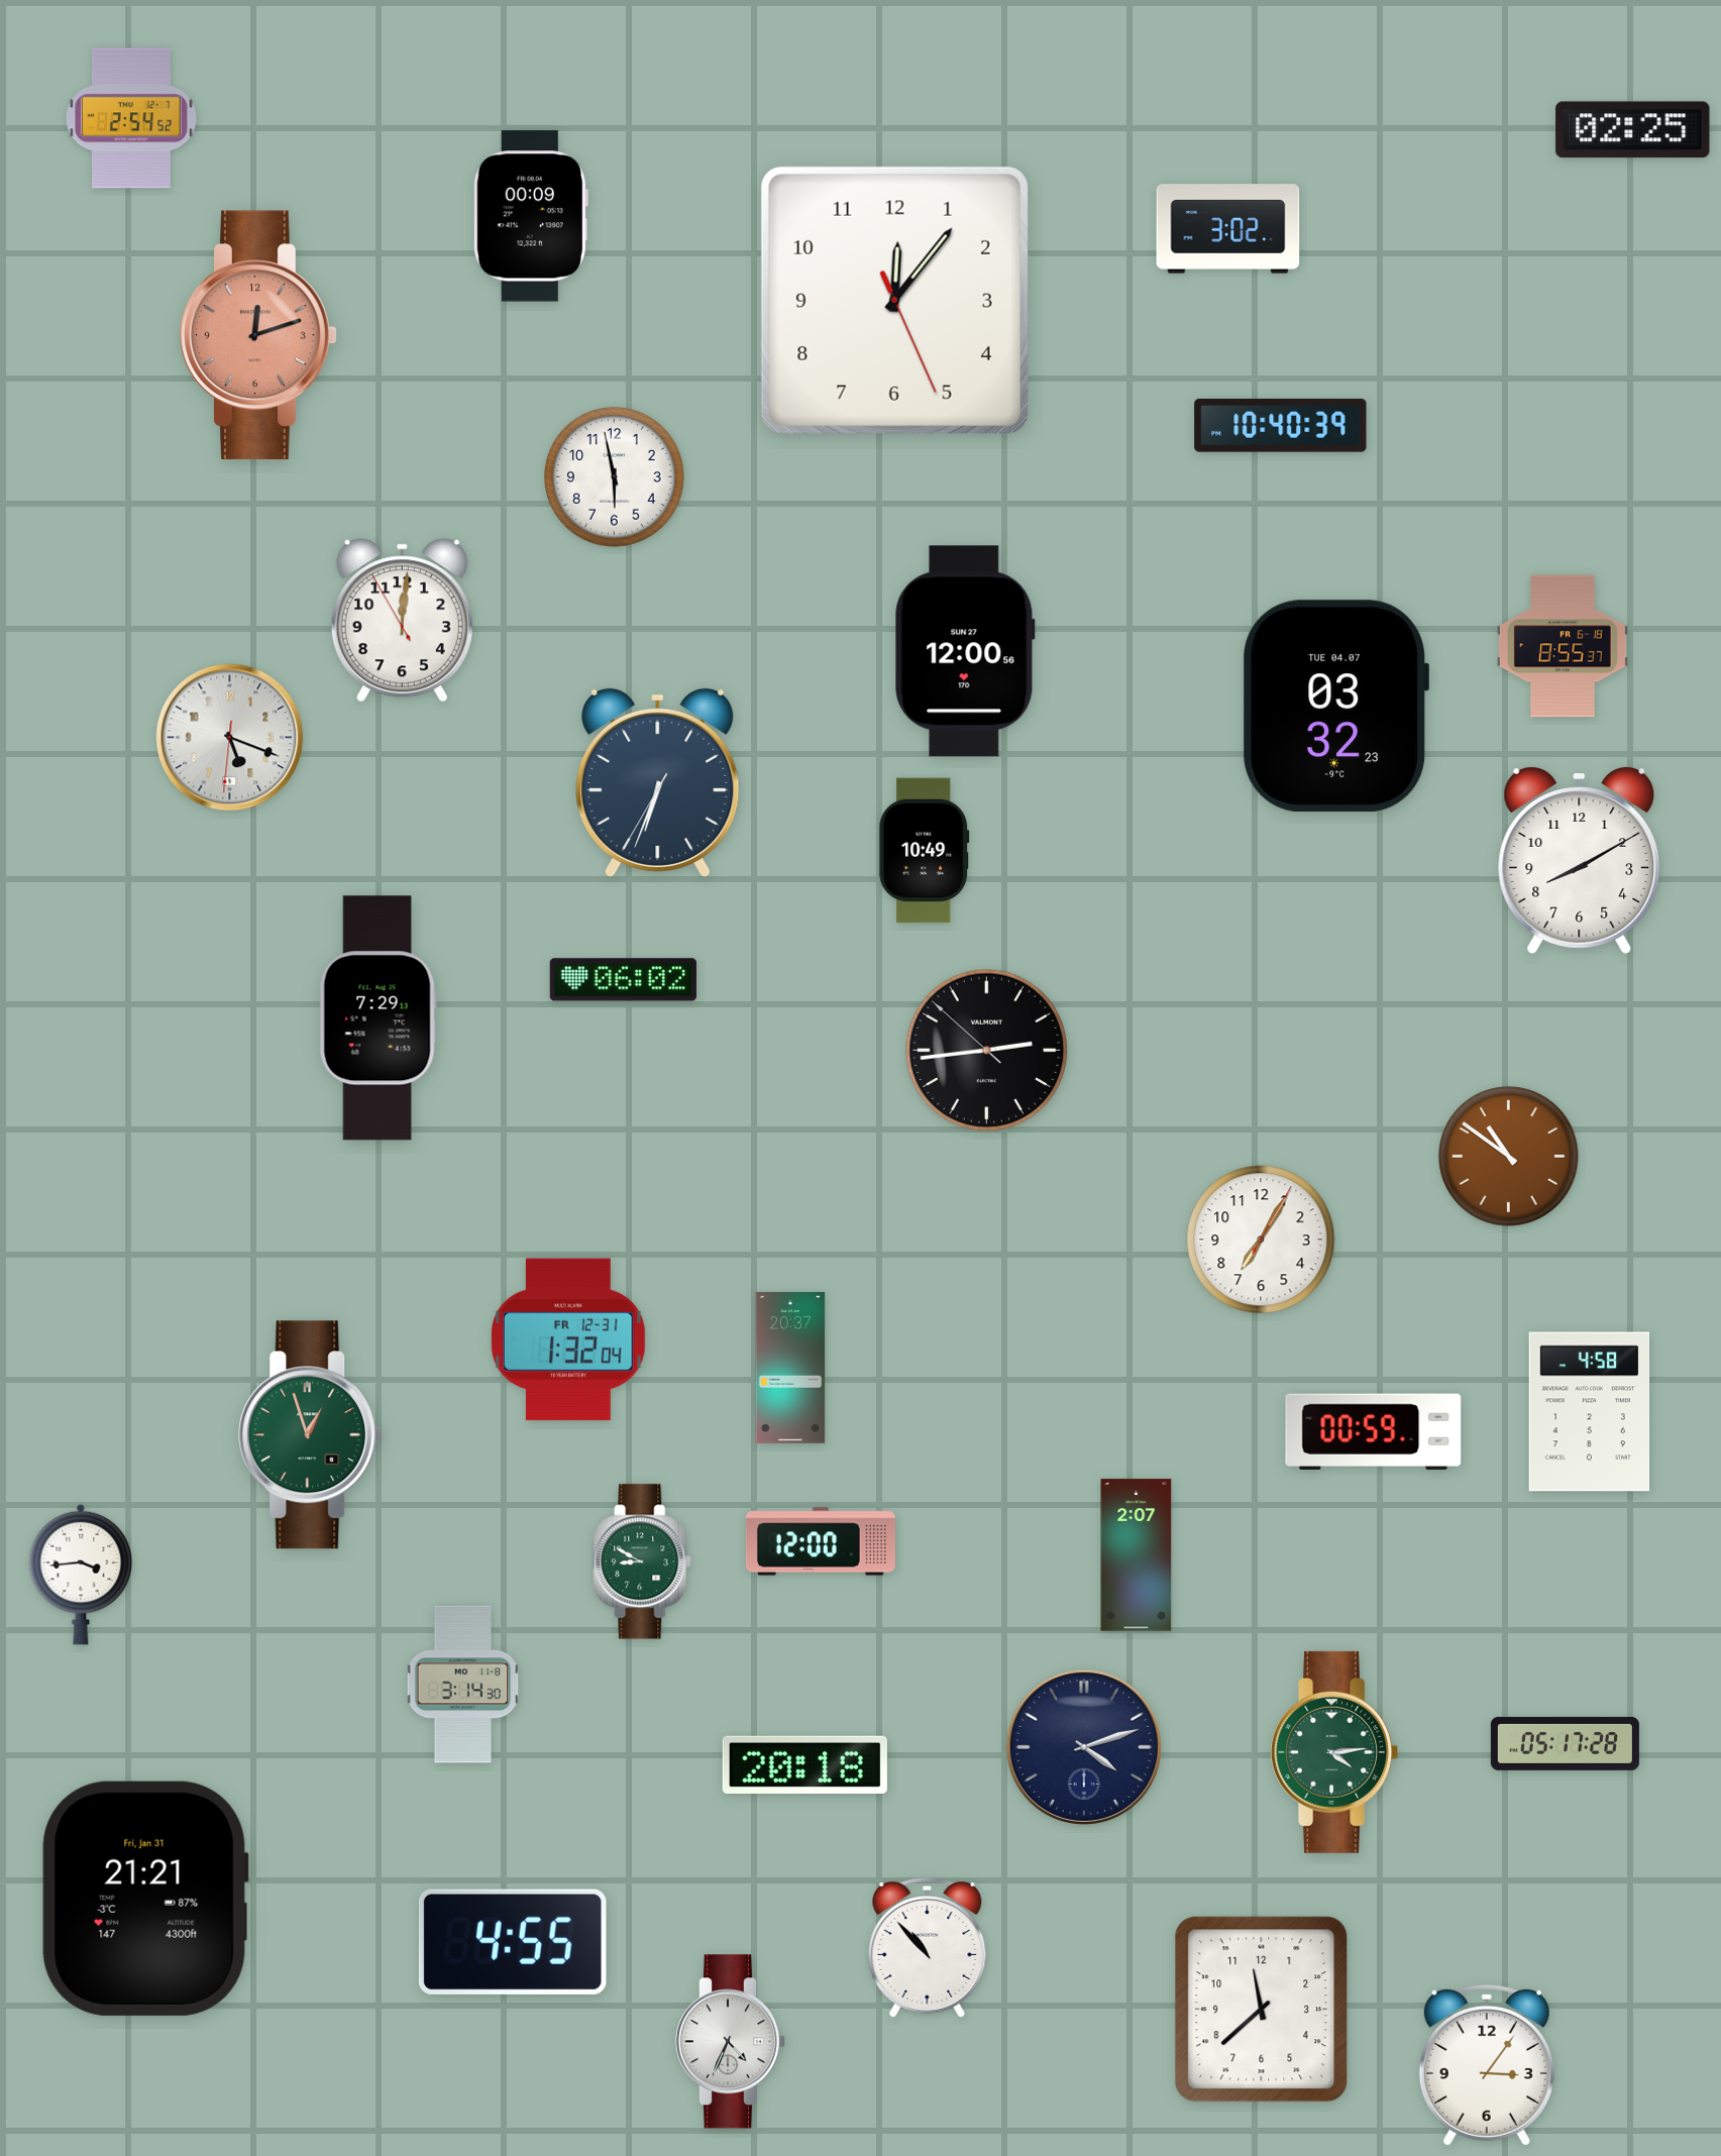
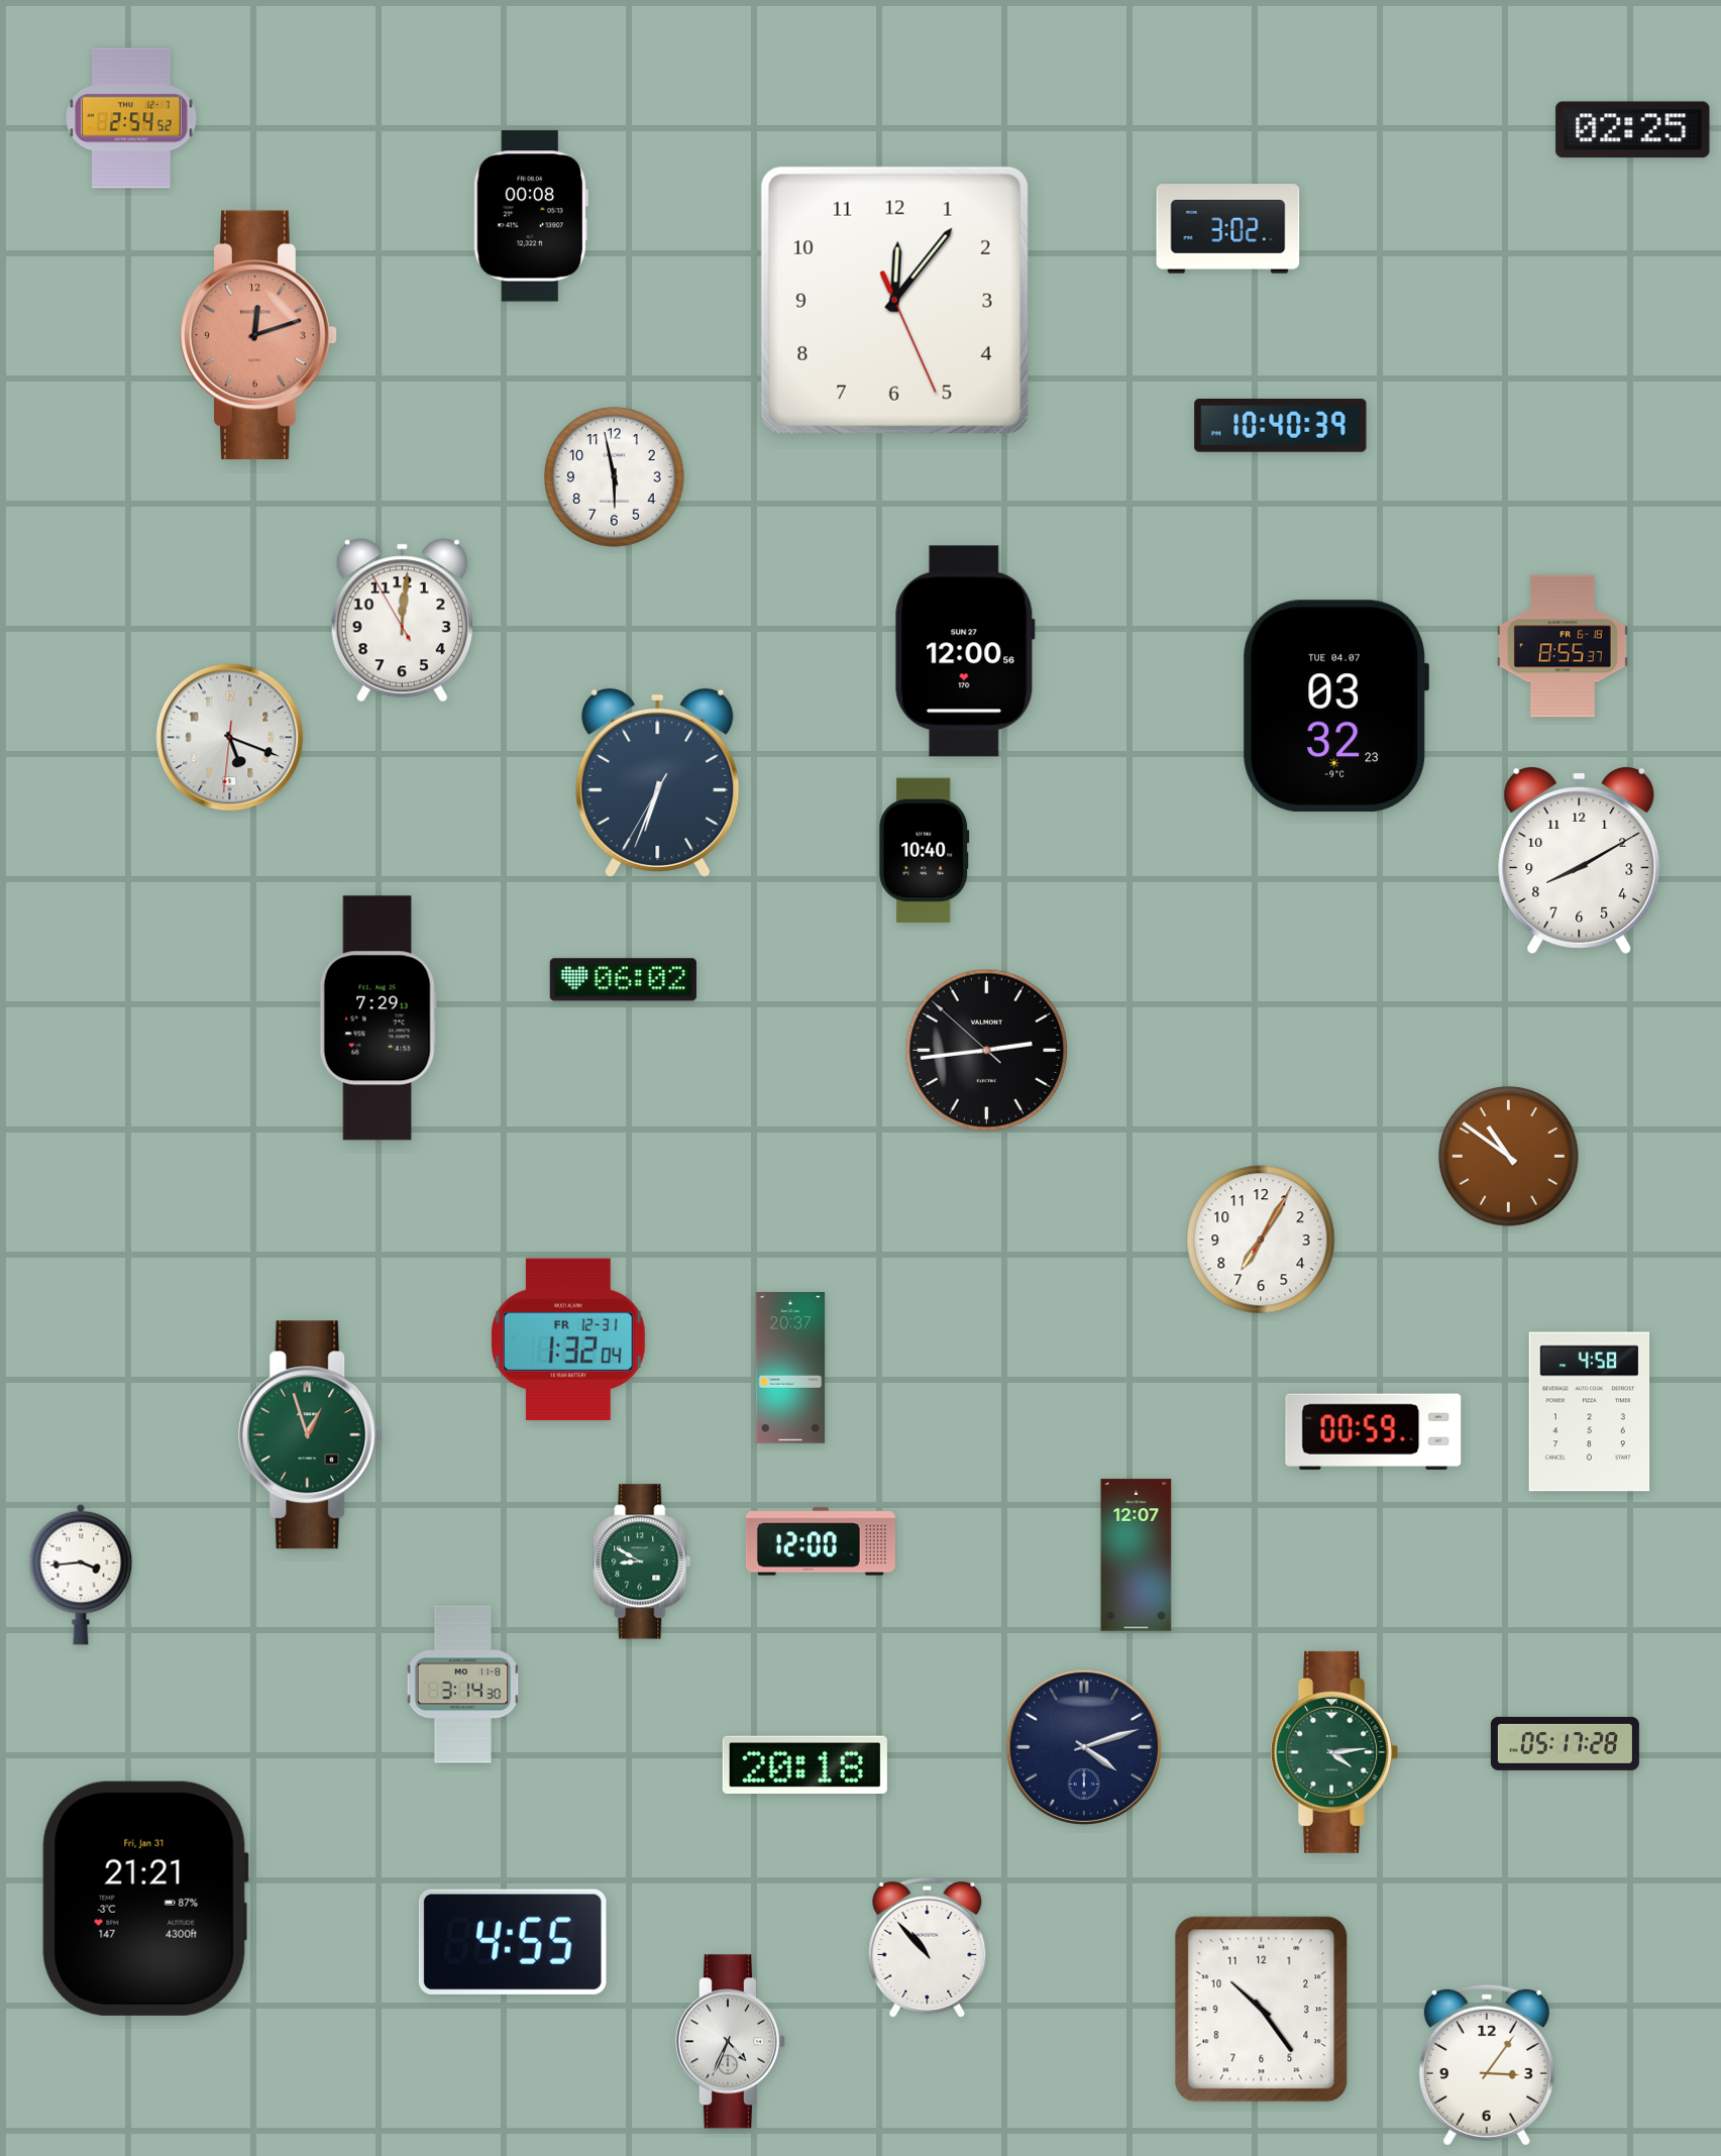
clock at (530, 216): 00:09 -> 00:08
clock at (925, 851): 10:49 -> 10:40
clock at (1137, 1555): 2:07 -> 12:07
clock at (1262, 2010): 11:38 -> 10:24
